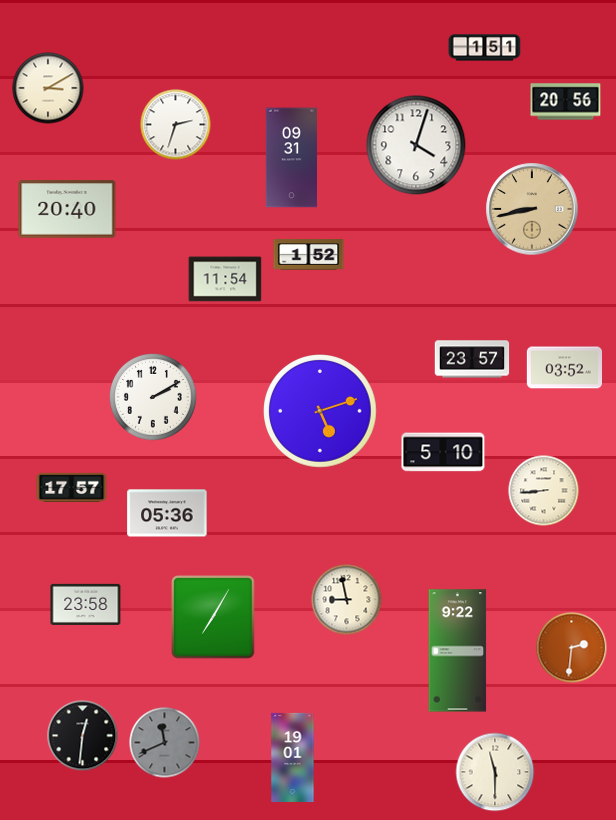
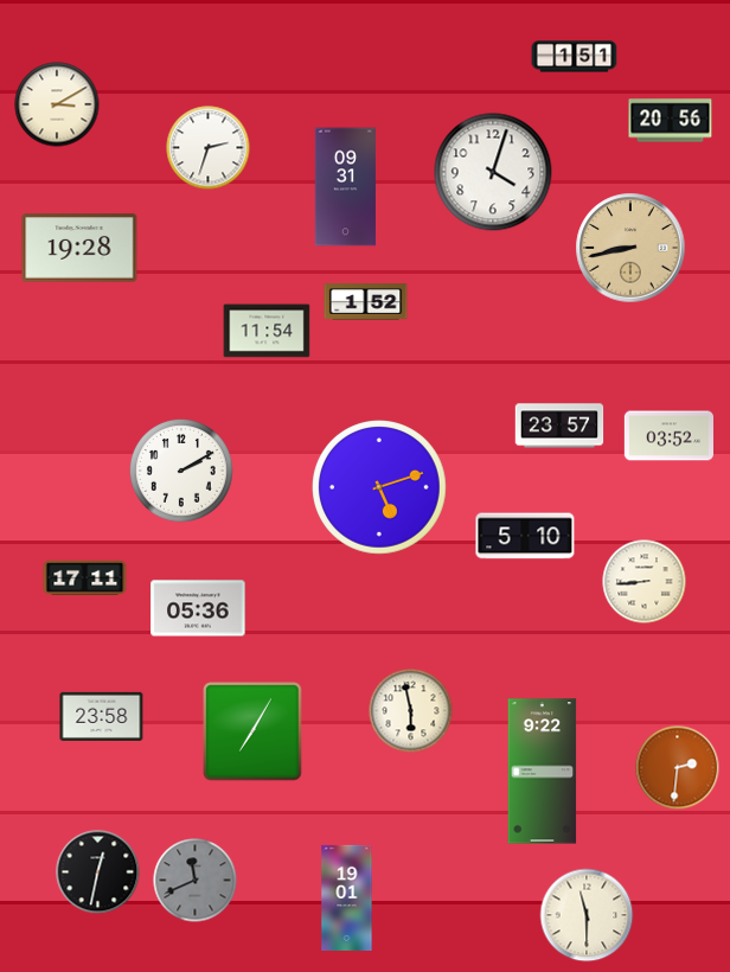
clock at (67, 209): 20:40 -> 19:28
clock at (72, 487): 17:57 -> 17:11
clock at (347, 600): 8:58 -> 5:58
clock at (83, 736): 12:31 -> 12:32
